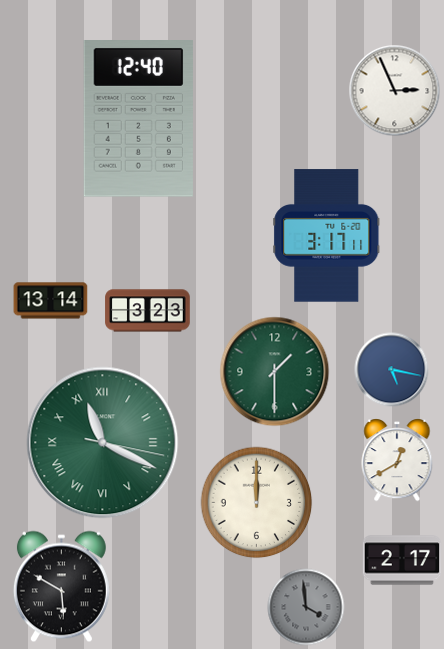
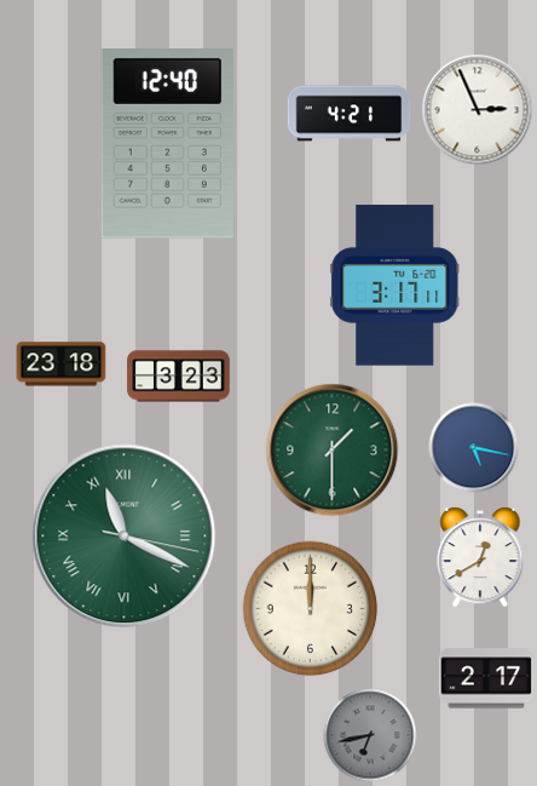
clock at (350, 114): none -> 4:21
clock at (51, 301): 13:14 -> 23:18
clock at (61, 587): 5:50 -> none
clock at (306, 607): 3:59 -> 6:43
